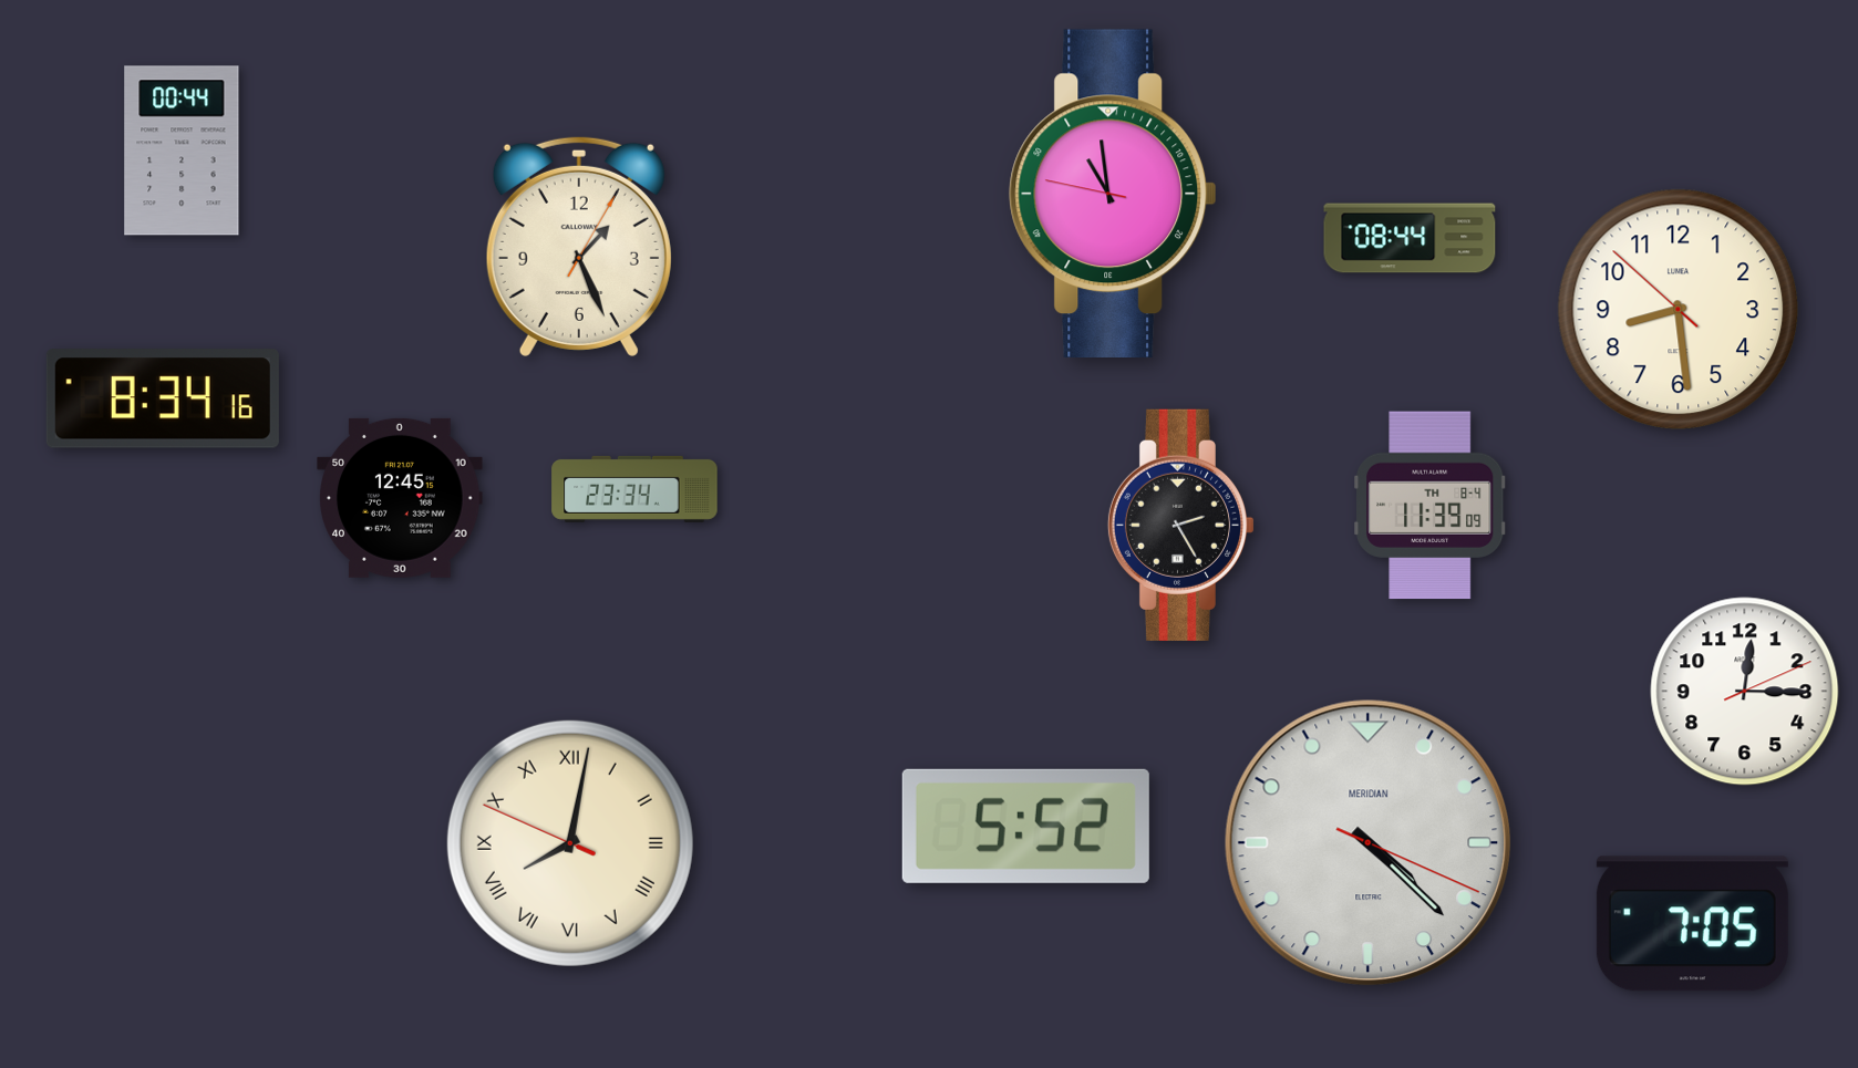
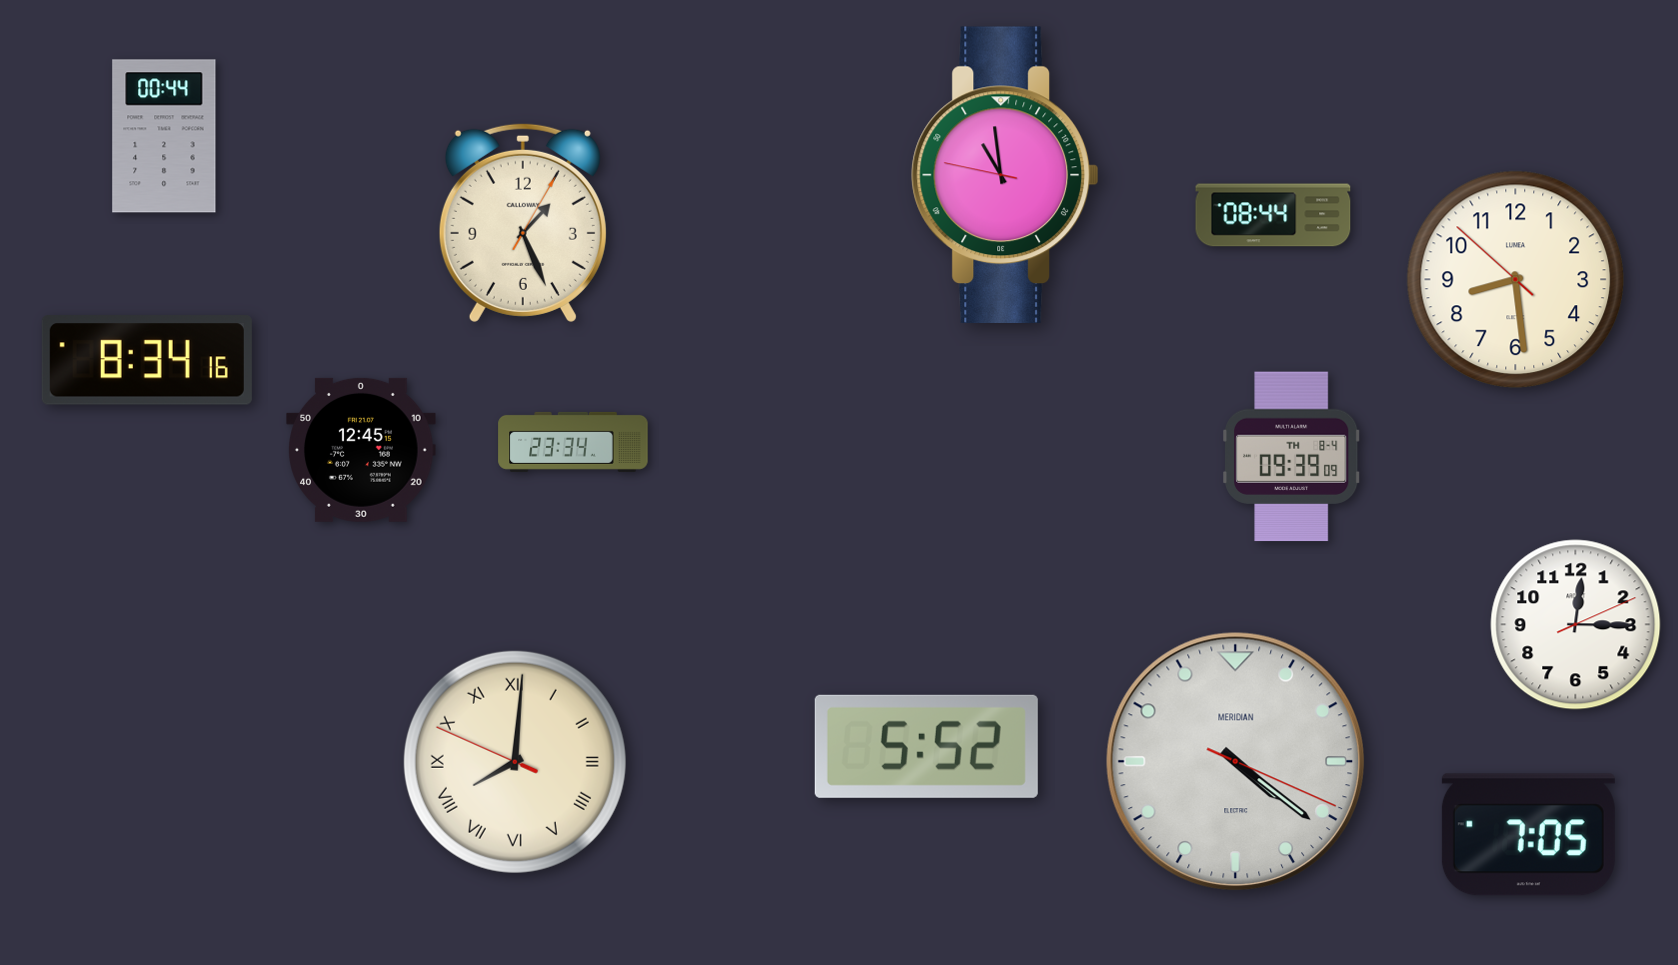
clock at (1431, 506): 11:39 -> 09:39
clock at (1181, 525): 2:25 -> none
clock at (1367, 842): 4:22 -> 4:21
clock at (570, 843): 8:01 -> 8:00
